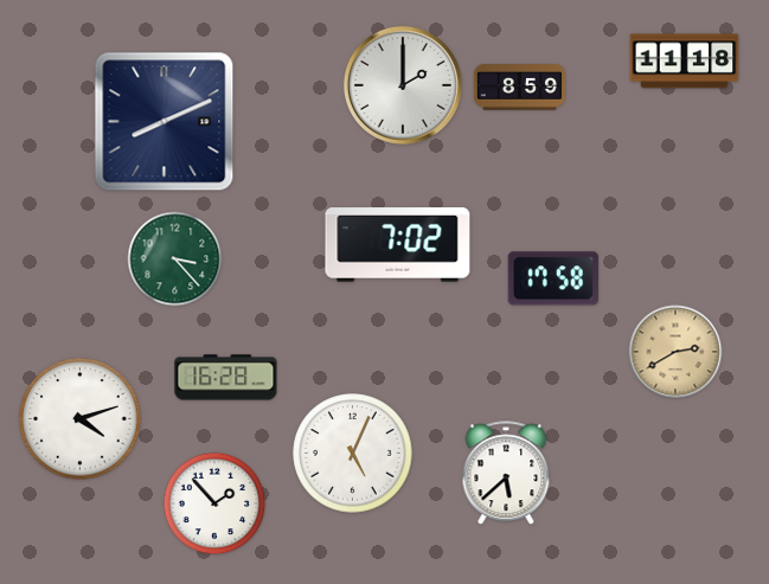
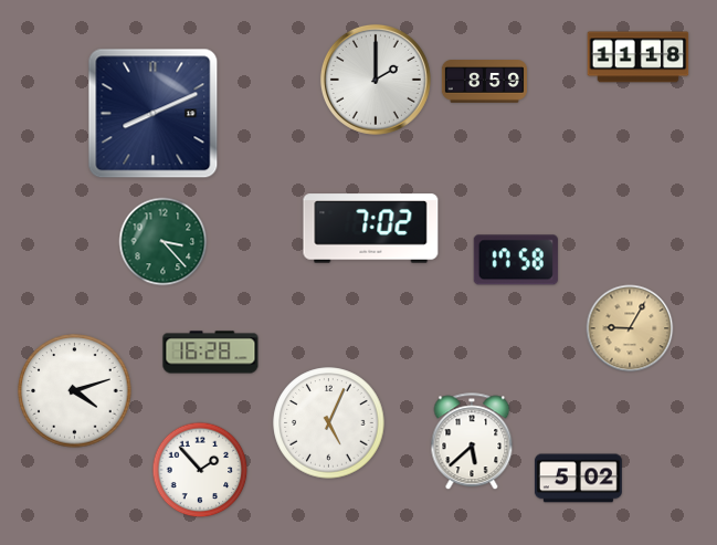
clock at (675, 352): 2:40 -> 9:05
clock at (578, 479): none -> 5:02
